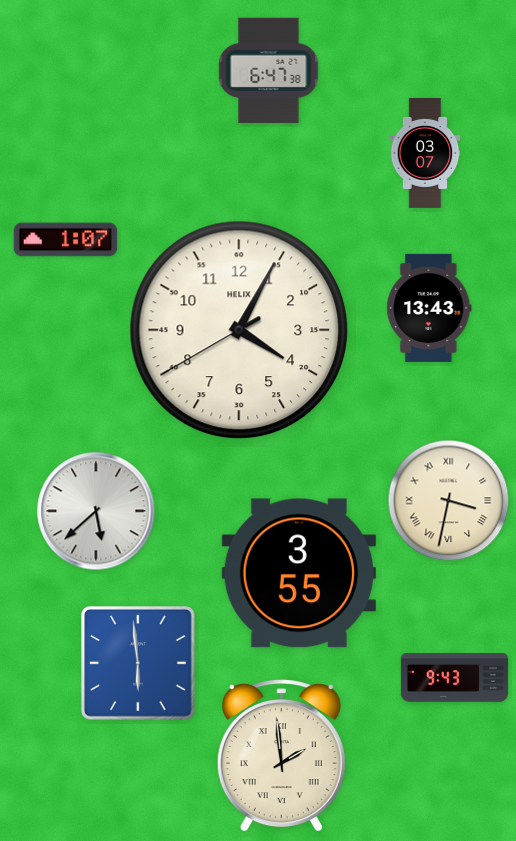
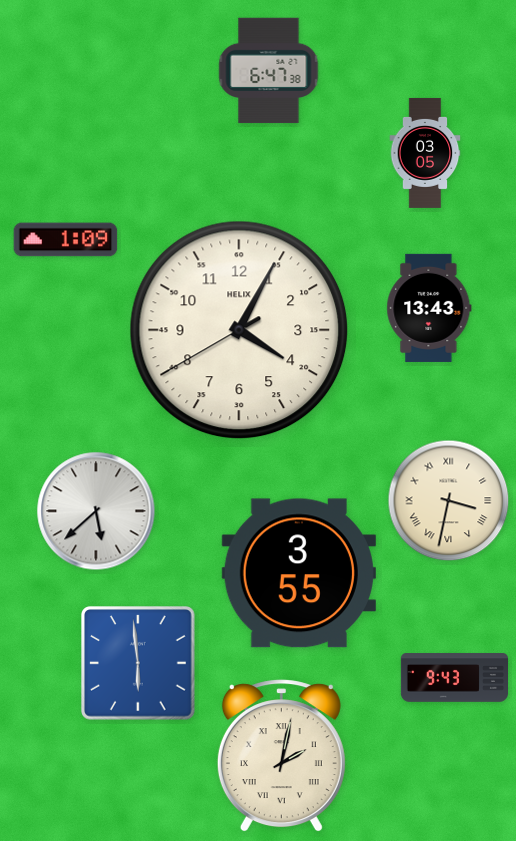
clock at (425, 153): 03:07 -> 03:05
clock at (66, 240): 1:07 -> 1:09
clock at (281, 755): 1:59 -> 2:02
